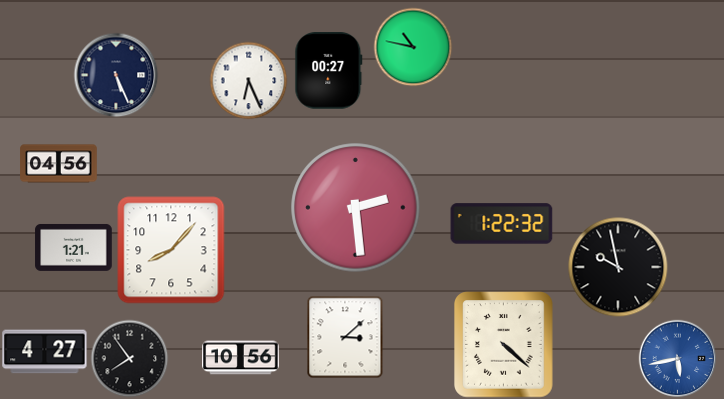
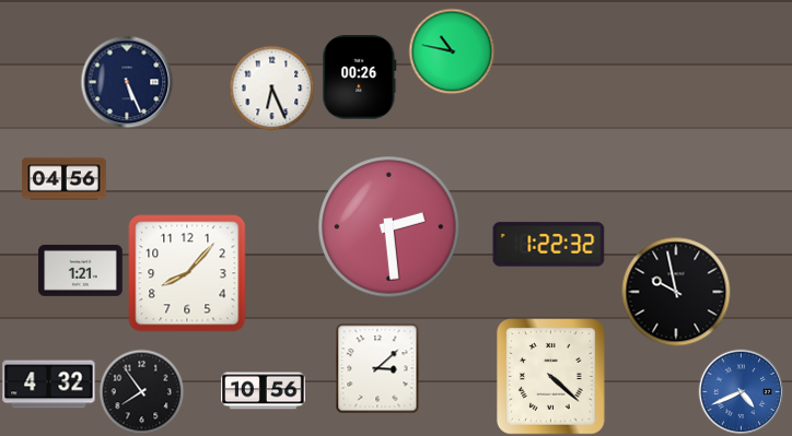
clock at (329, 71): 00:27 -> 00:26
clock at (45, 352): 4:27 -> 4:32
clock at (677, 358): 5:43 -> 4:41
